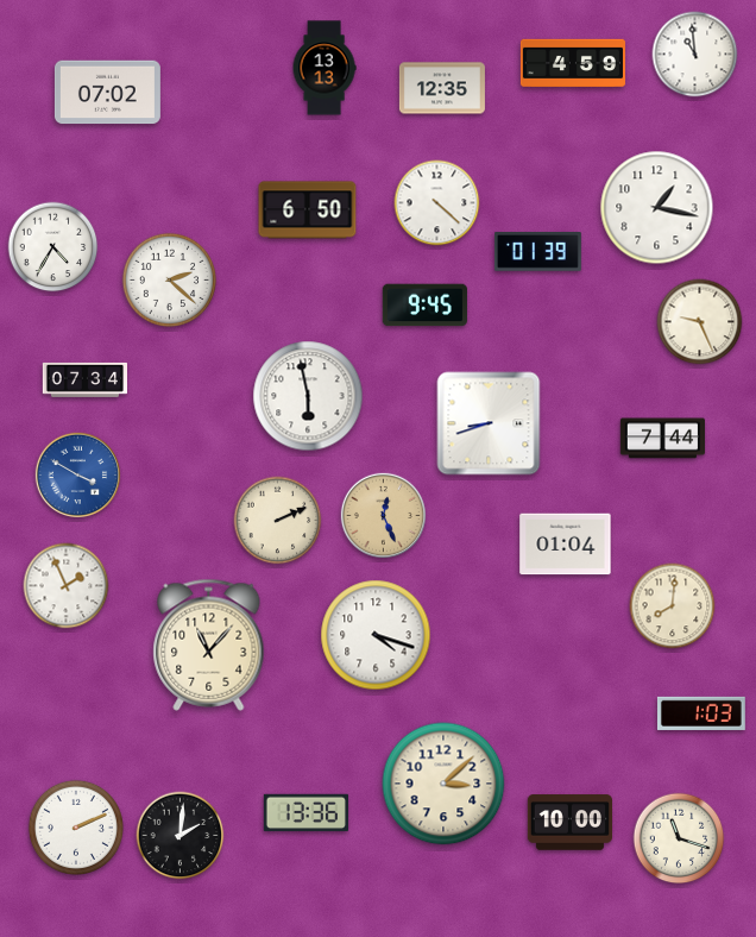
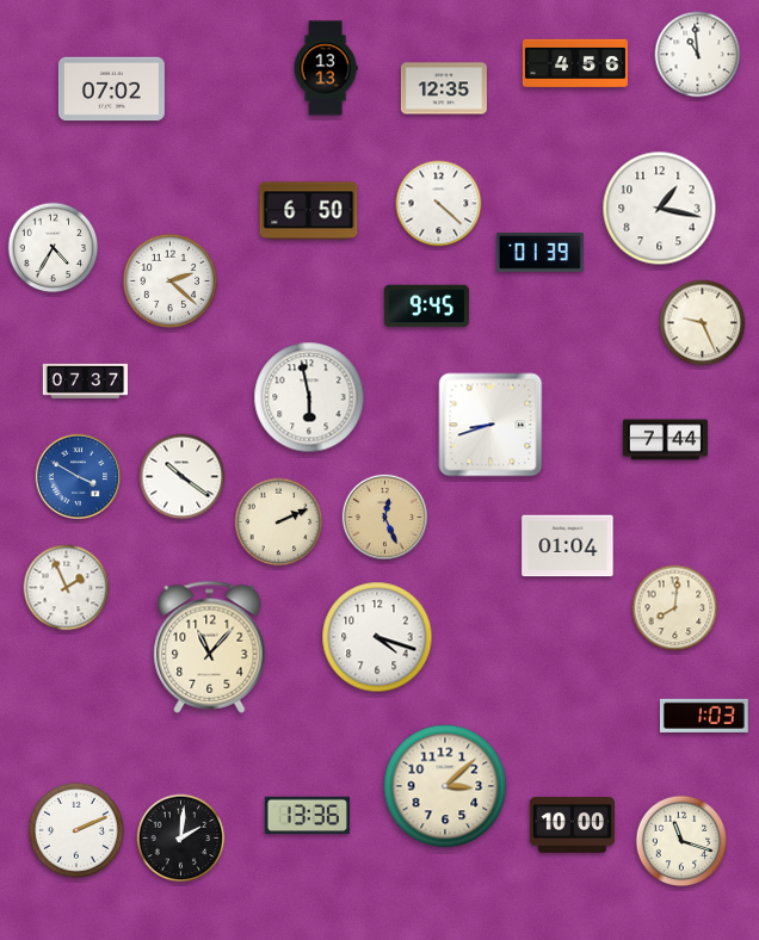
clock at (573, 63): 4:59 -> 4:56
clock at (107, 93) position: (107, 93) -> (111, 89)
clock at (84, 379): 07:34 -> 07:37
clock at (183, 477): none -> 10:21
